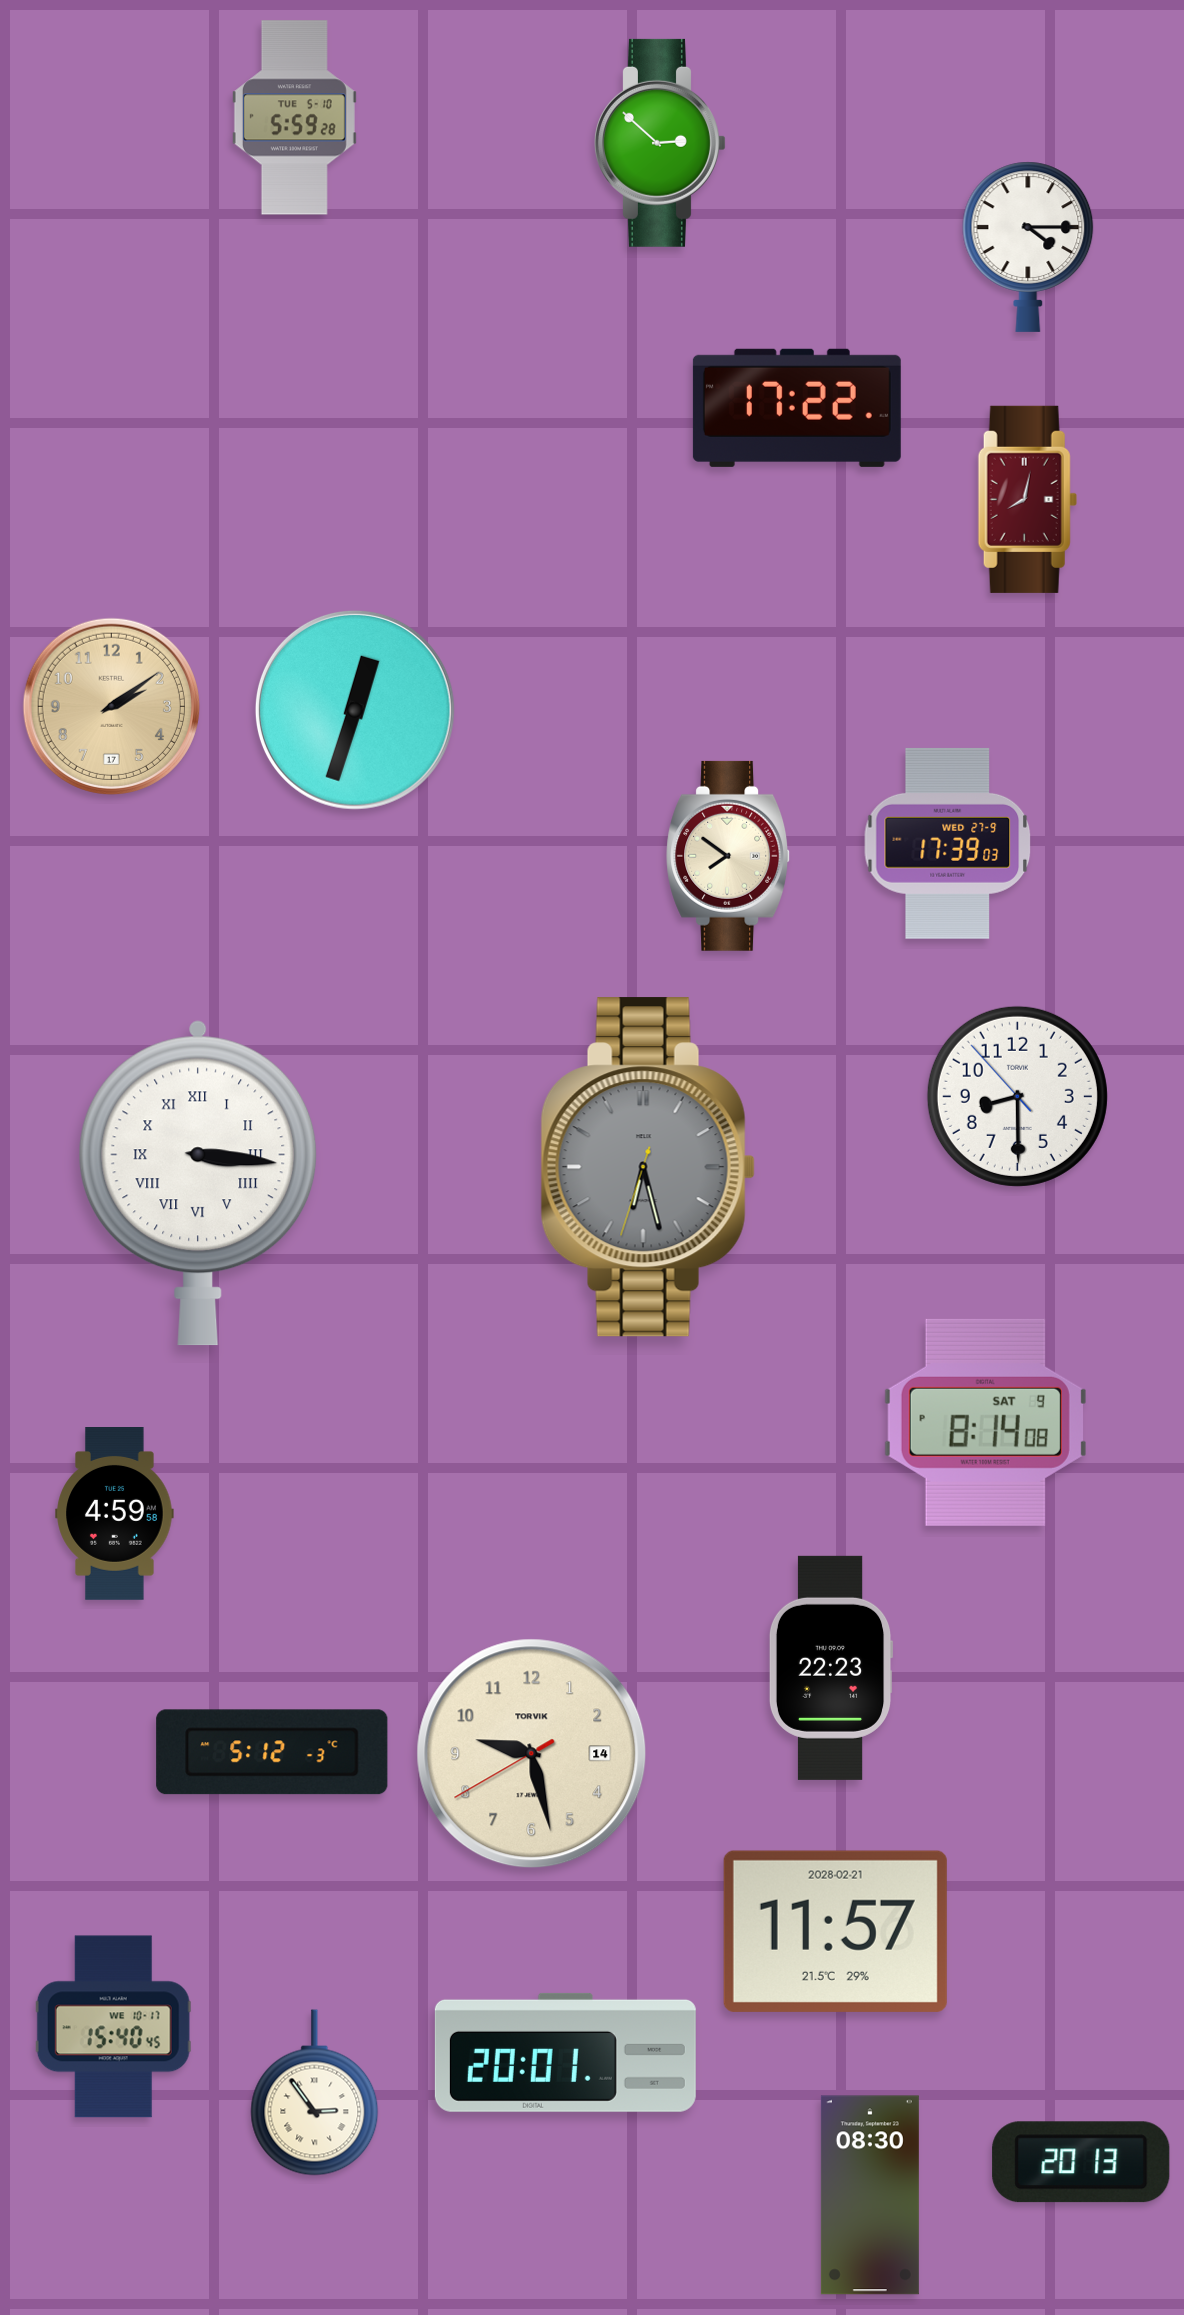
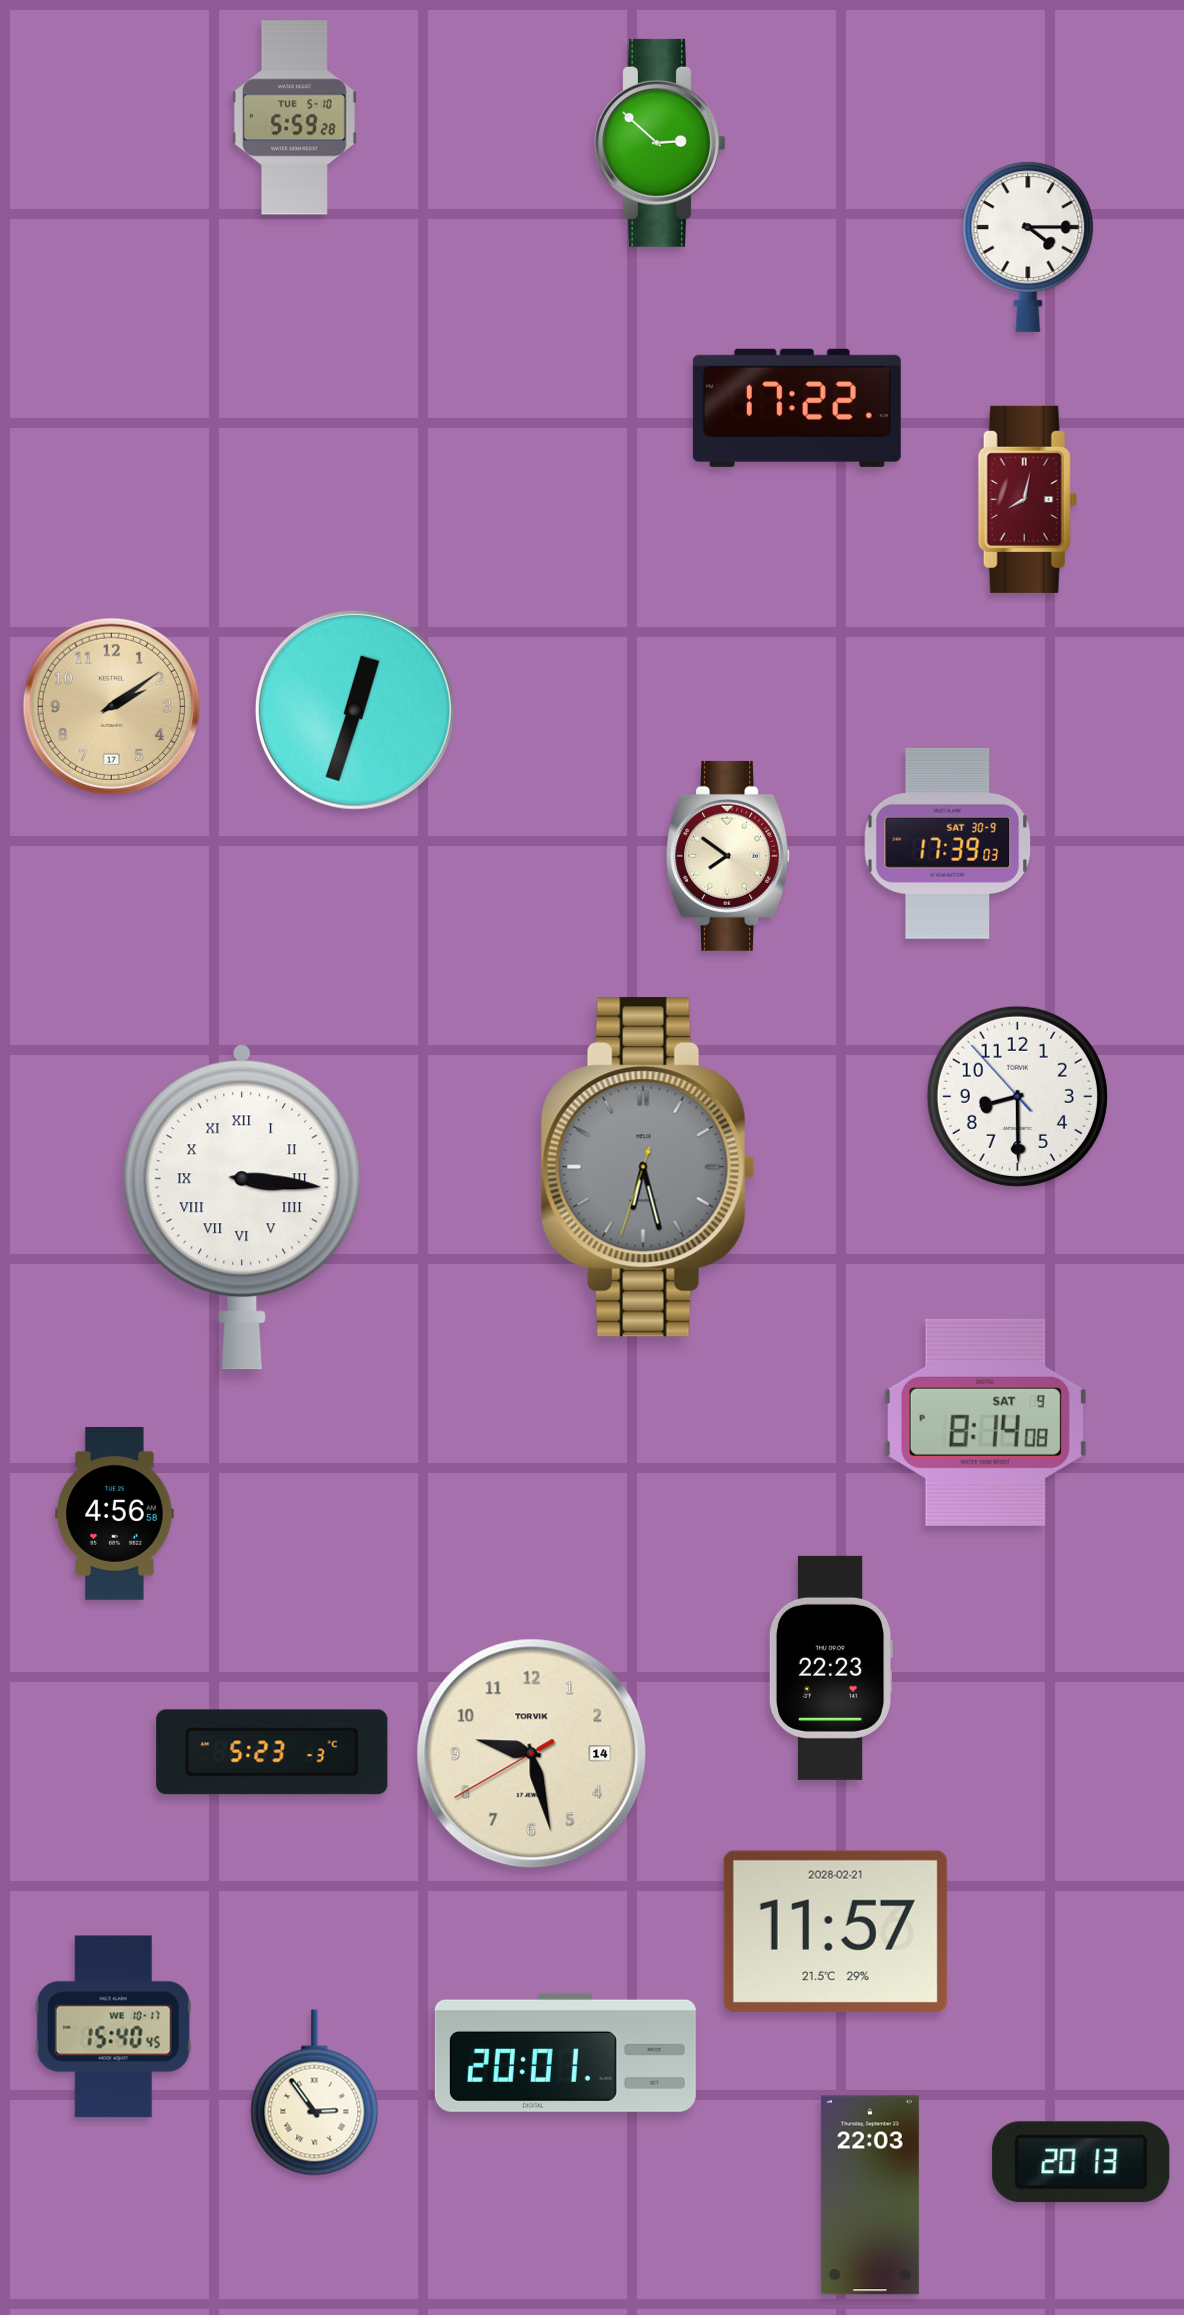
clock at (948, 843) date: WED 27-9 -> SAT 30-9
clock at (198, 1183) position: (198, 1183) -> (242, 1207)
clock at (115, 1514): 4:59 -> 4:56
clock at (272, 1752): 5:12 -> 5:23
clock at (870, 2195): 08:30 -> 22:03
